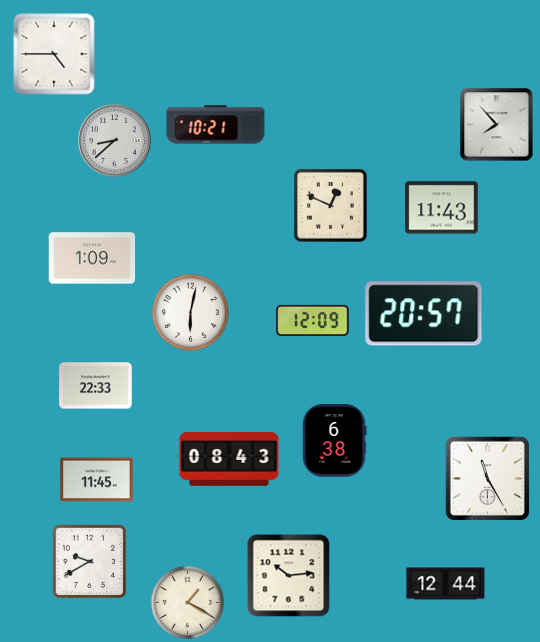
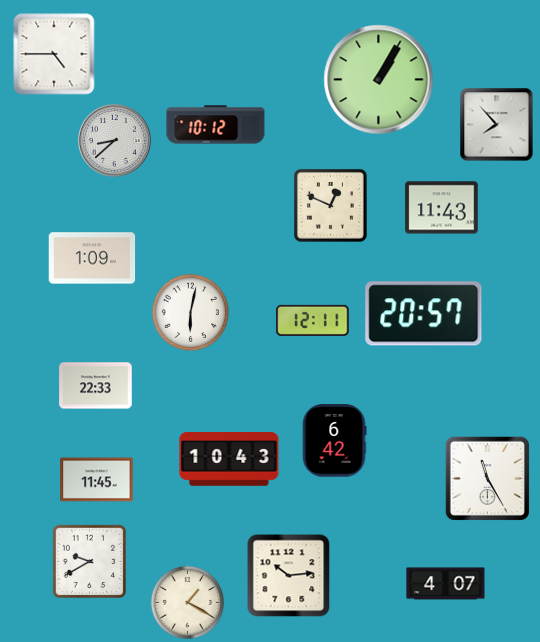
clock at (379, 80): none -> 1:05
clock at (216, 125): 10:21 -> 10:12
clock at (313, 320): 12:09 -> 12:11
clock at (334, 441): 6:38 -> 6:42
clock at (229, 459): 08:43 -> 10:43
clock at (446, 584): 12:44 -> 4:07
